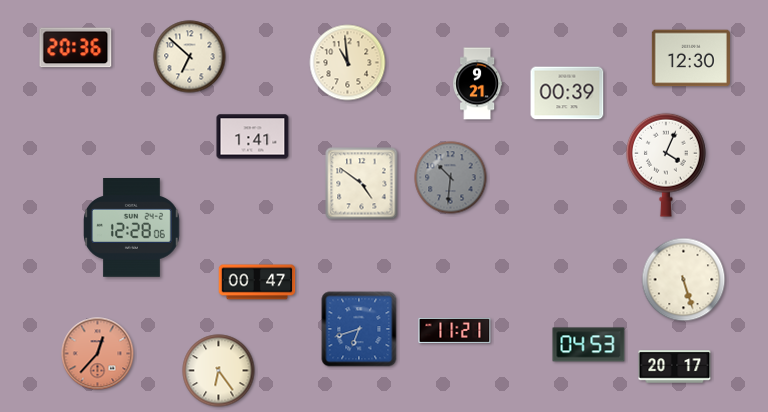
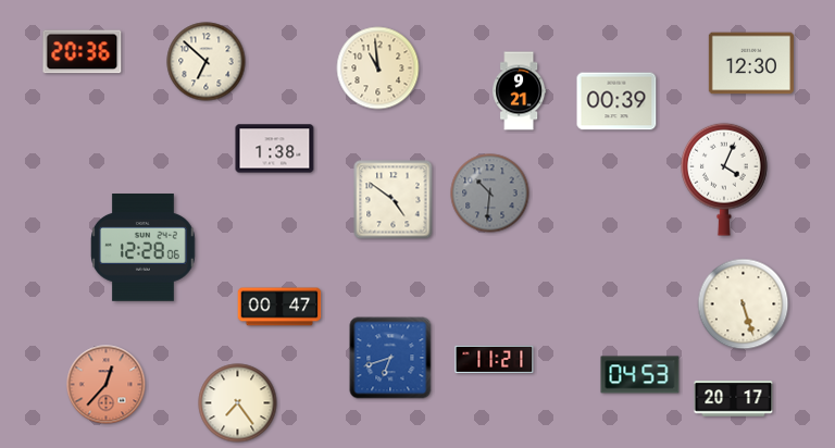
clock at (253, 137): 1:41 -> 1:38
clock at (219, 371): 6:24 -> 7:24
